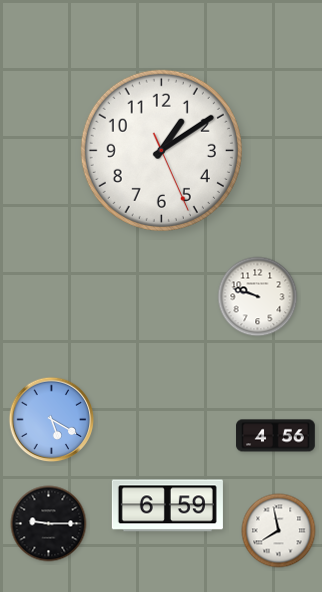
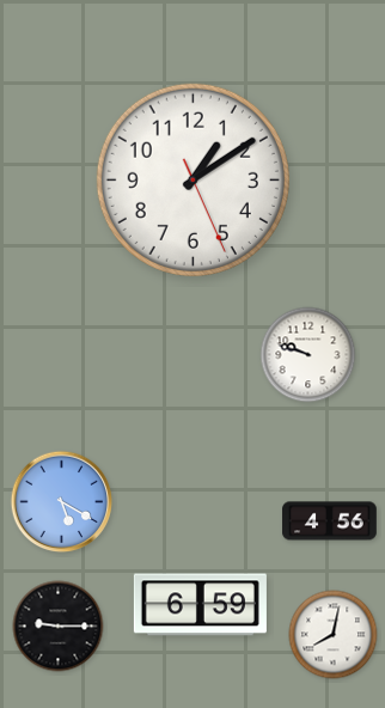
clock at (279, 531): 7:58 -> 8:02
